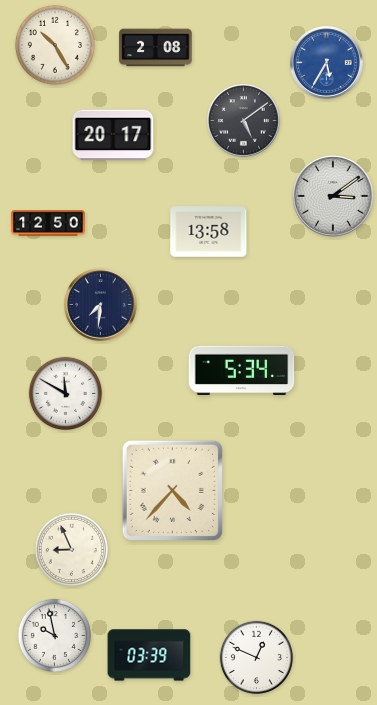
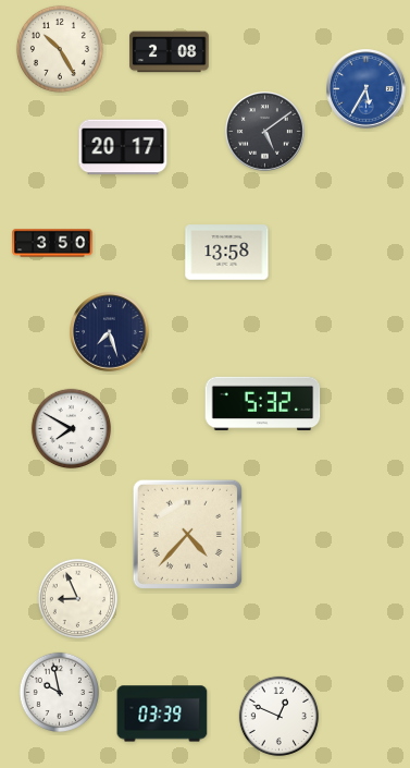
clock at (327, 63) position: (327, 63) -> (366, 89)
clock at (333, 196): 3:09 -> none
clock at (48, 223): 12:50 -> 3:50
clock at (101, 305): 7:31 -> 7:27
clock at (242, 370): 5:34 -> 5:32
clock at (66, 394): 11:50 -> 7:50
